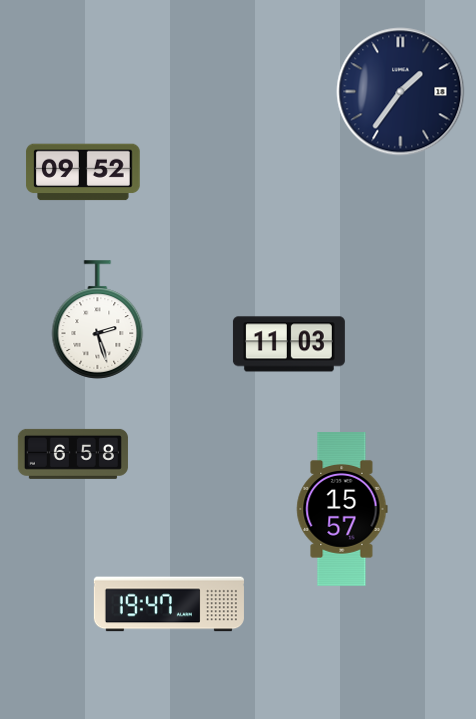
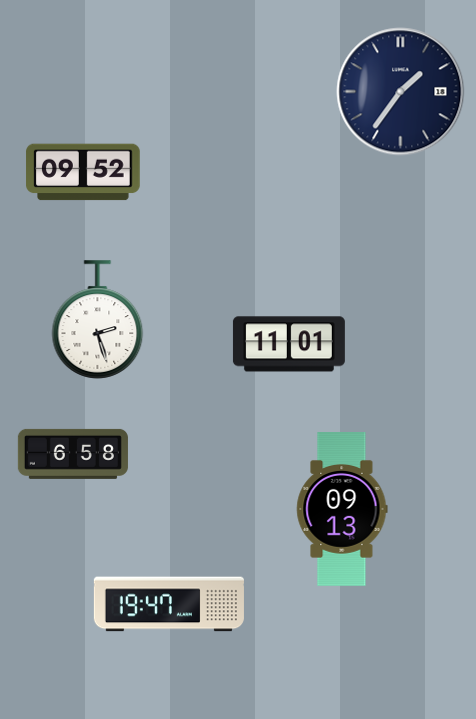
clock at (289, 344): 11:03 -> 11:01
clock at (342, 509): 15:57 -> 09:13
